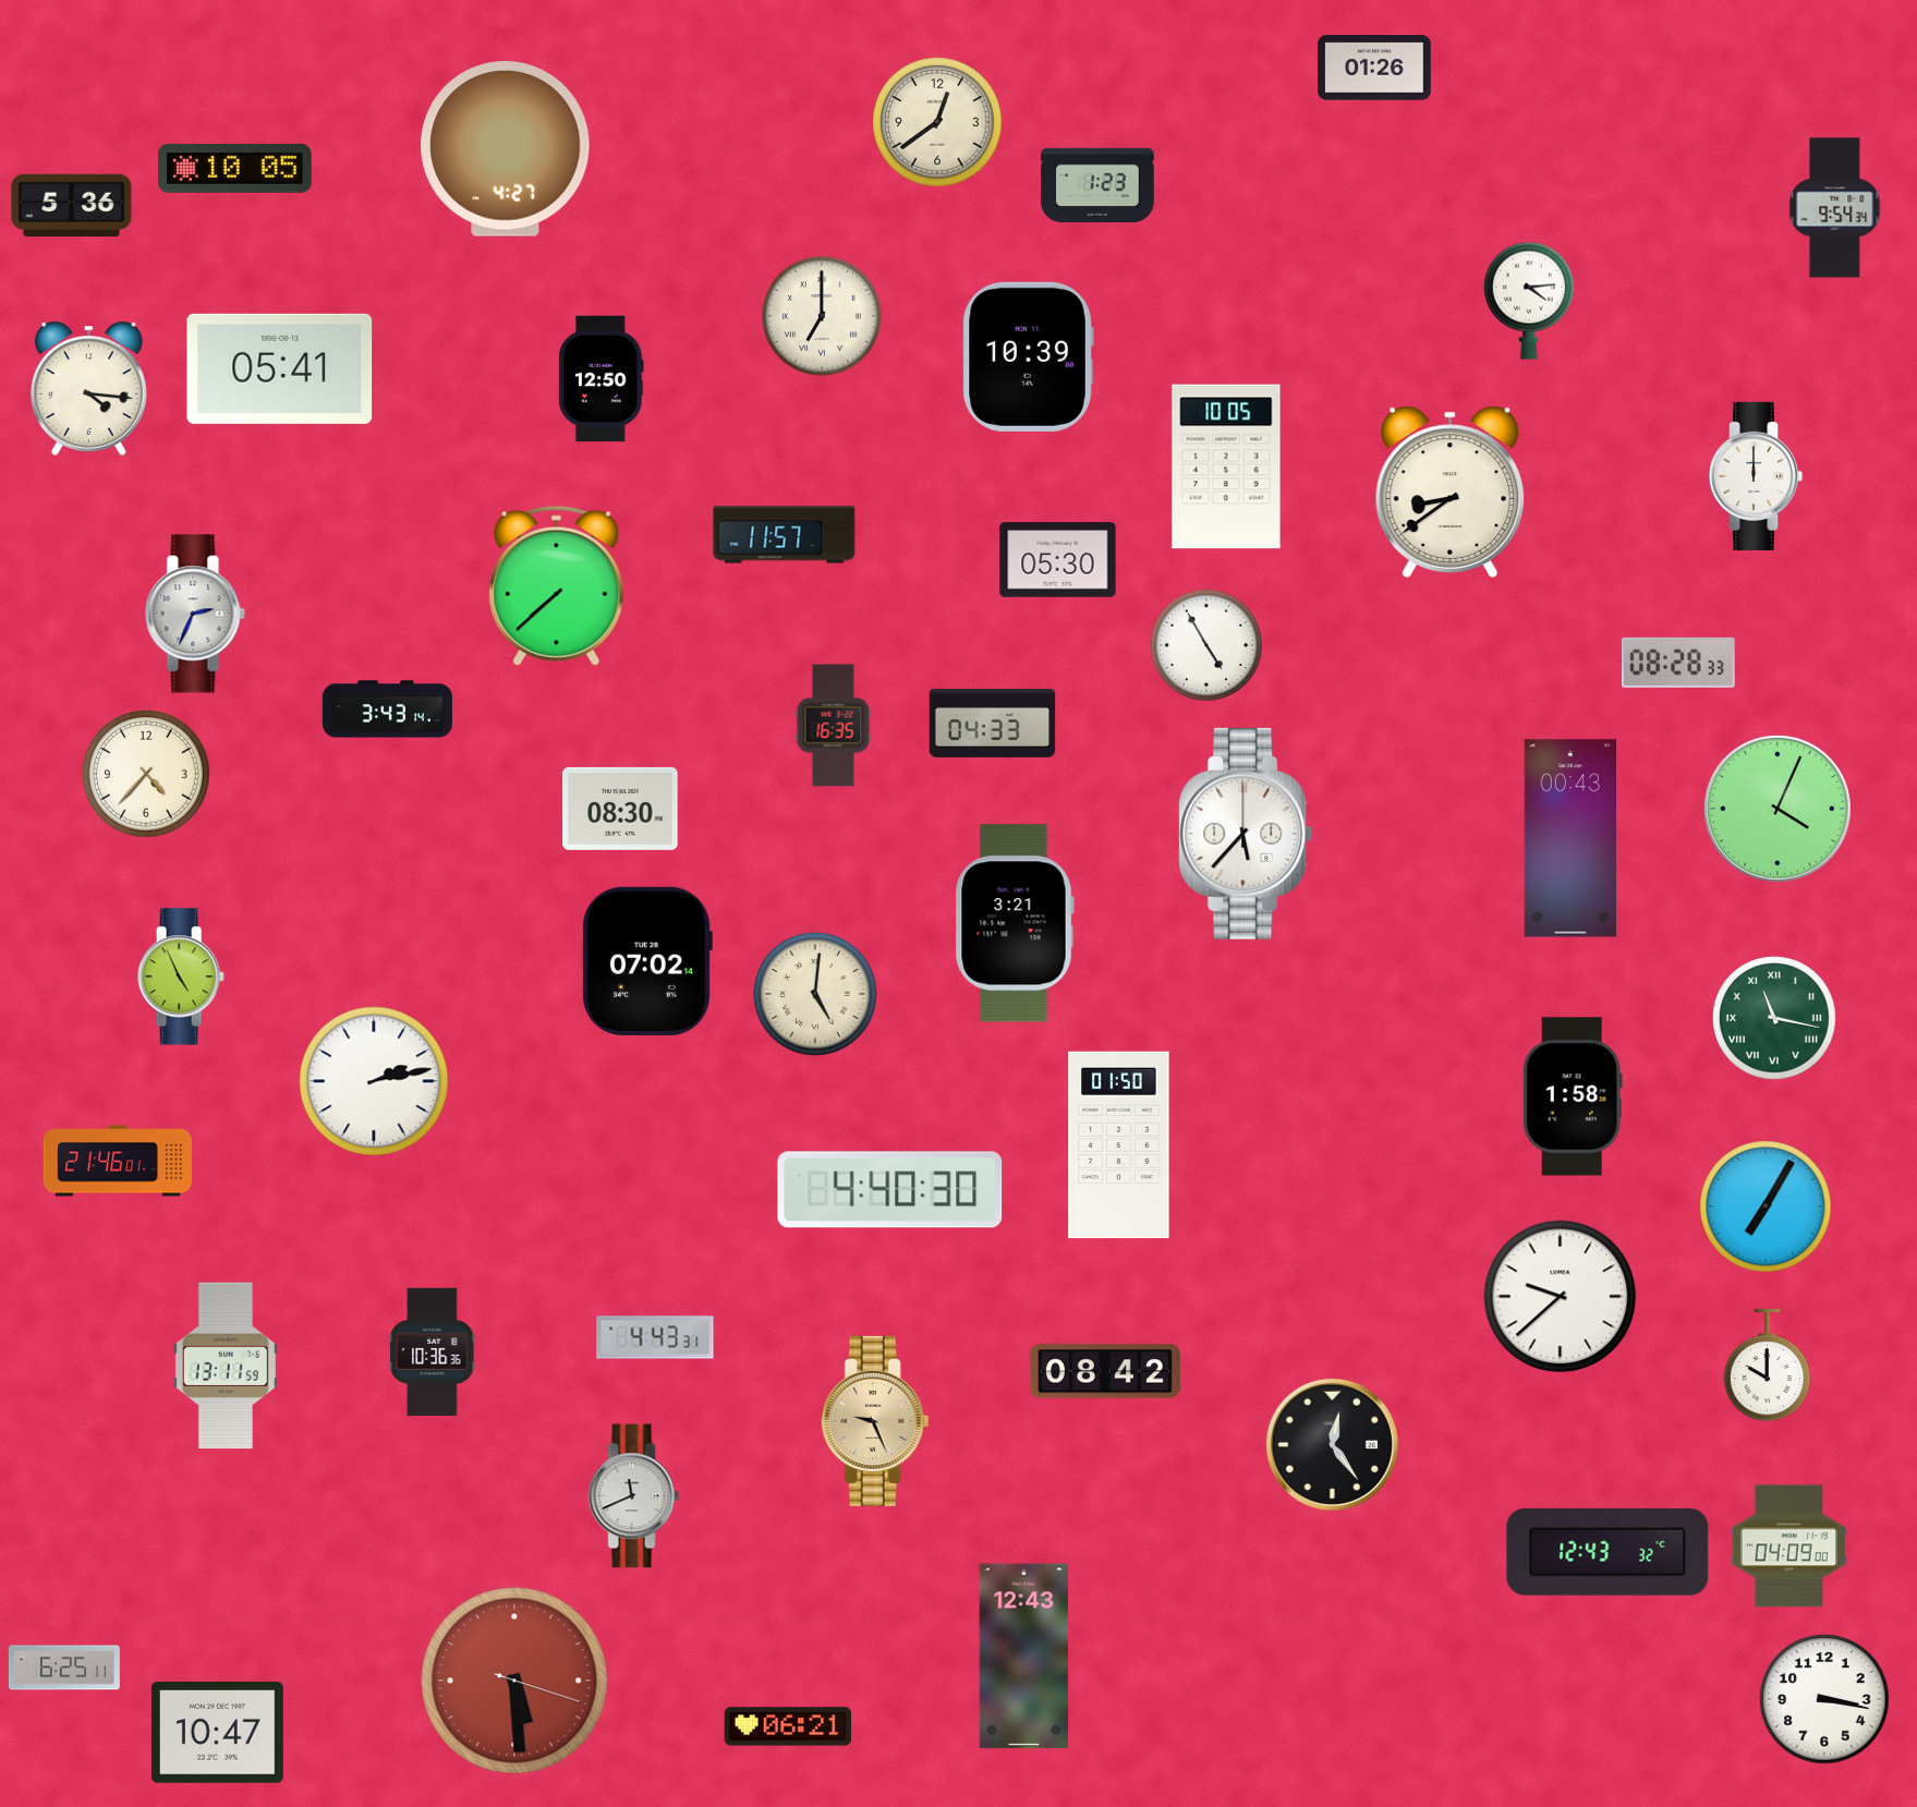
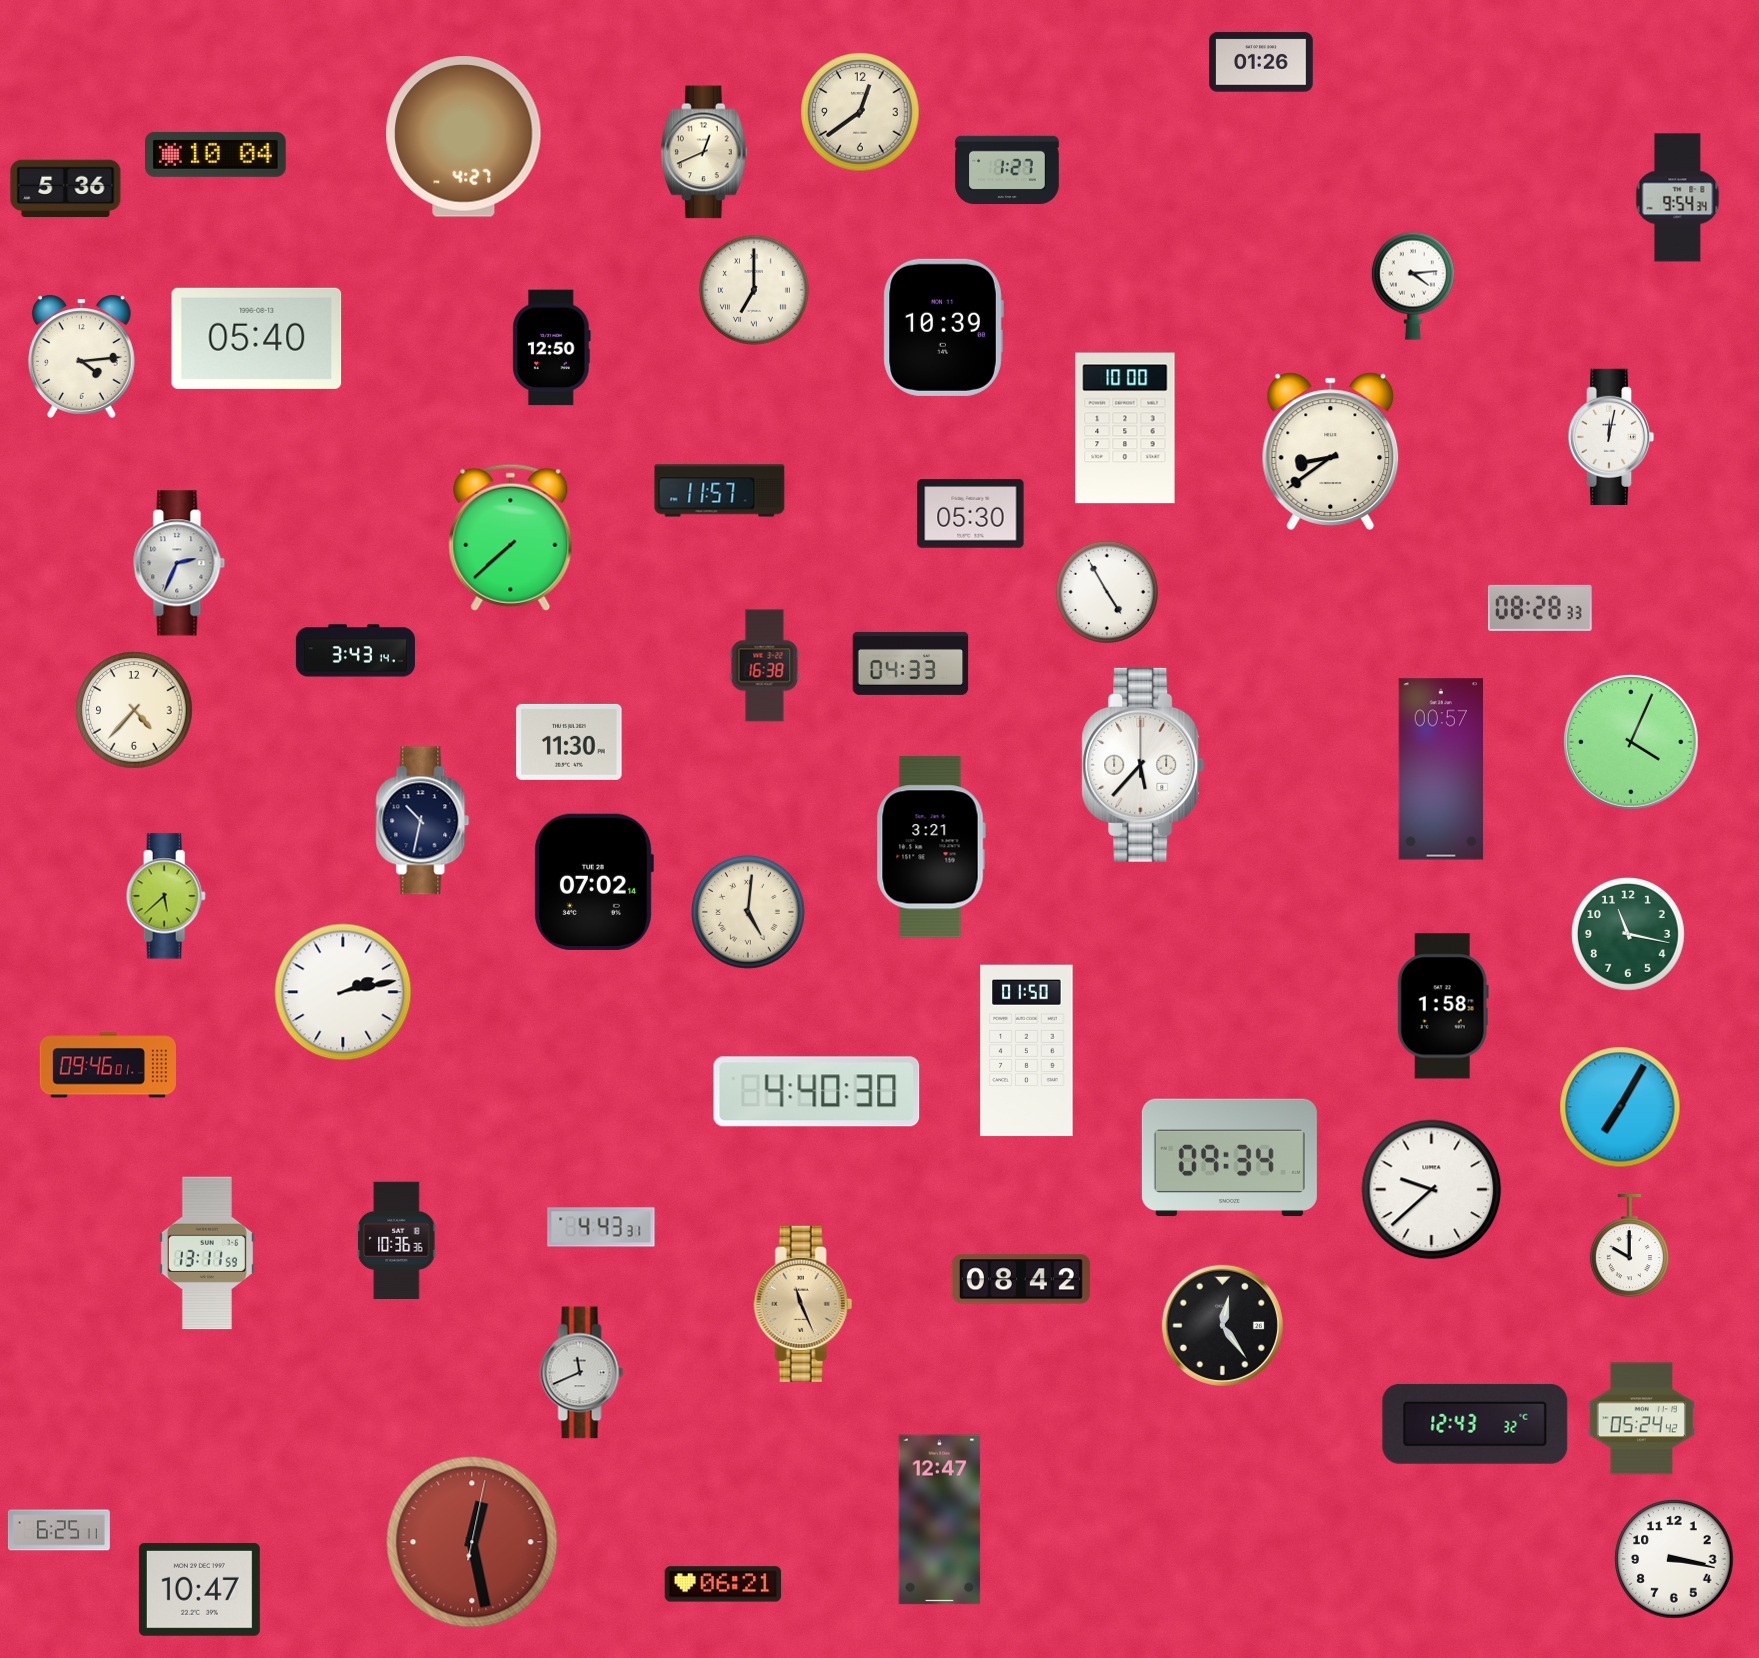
clock at (705, 152): none -> 12:41
clock at (235, 168): 10:05 -> 10:04
clock at (1097, 185): 1:23 -> 1:27
clock at (1835, 208) position: (1835, 208) -> (1678, 198)
clock at (1529, 301) position: (1529, 301) -> (1413, 286)
clock at (280, 368): 05:41 -> 05:40
clock at (88, 388): 4:16 -> 4:14
clock at (1226, 466): 10:05 -> 10:00
clock at (1756, 476): 12:00 -> 12:02
clock at (834, 726): 16:35 -> 16:38
clock at (620, 809): 08:30 -> 11:30
clock at (1570, 838): 00:43 -> 00:57
clock at (423, 821): none -> 10:32
clock at (181, 977): 4:56 -> 5:38
clock at (1775, 1019) numerals: Roman -> Arabic
clock at (117, 1161): 21:46 -> 09:46
clock at (1229, 1158): none -> 09:34
clock at (1767, 1366) position: (1767, 1366) -> (1629, 1246)
clock at (1105, 1371) position: (1105, 1371) -> (1021, 1279)
clock at (875, 1421): 9:26 -> 11:26
clock at (1788, 1547): 04:09 -> 05:24
clock at (1024, 1657): 12:43 -> 12:47
clock at (514, 1681): 5:29 -> 12:28
